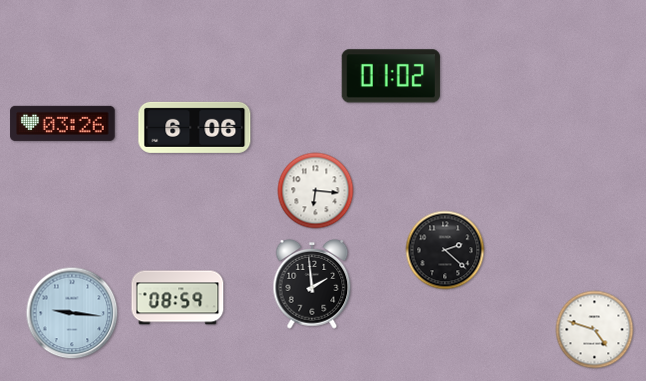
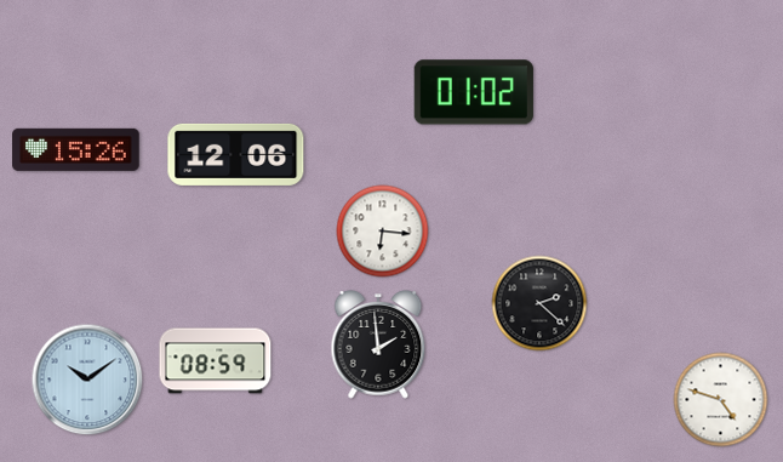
clock at (63, 123): 03:26 -> 15:26
clock at (195, 127): 6:06 -> 12:06
clock at (72, 313): 9:16 -> 10:09
